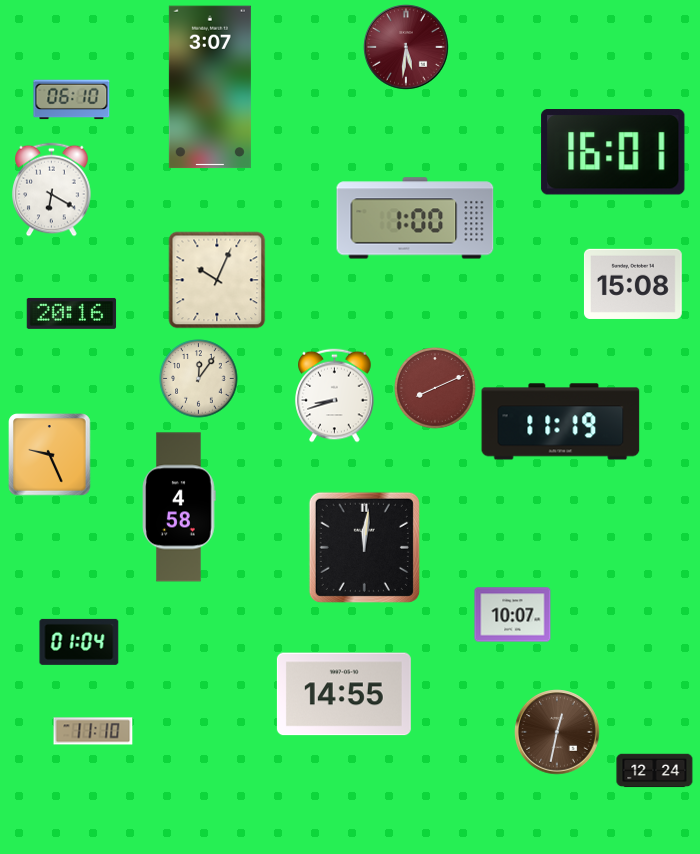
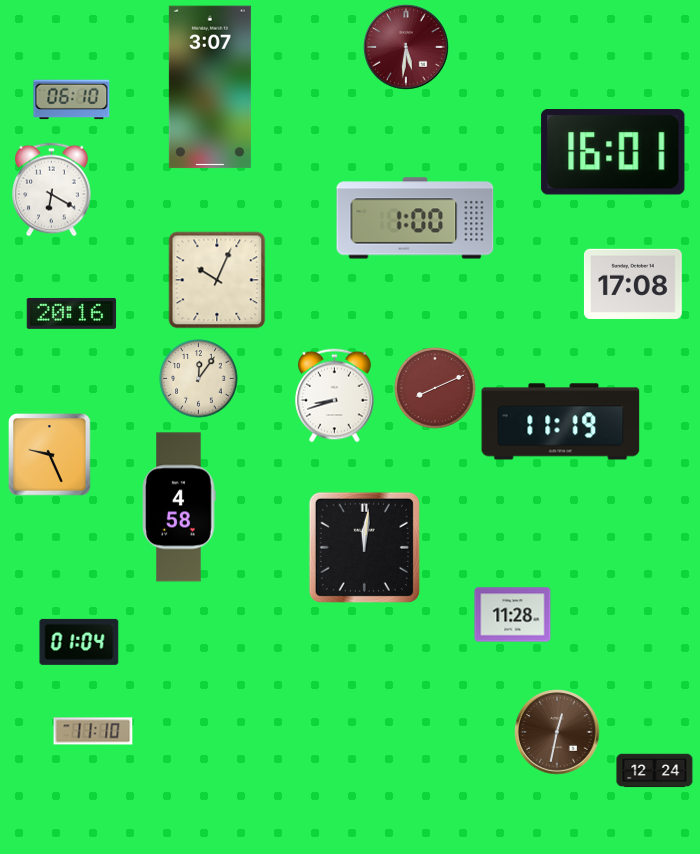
clock at (633, 284): 15:08 -> 17:08
clock at (513, 615): 10:07 -> 11:28
clock at (344, 694): 14:55 -> none
